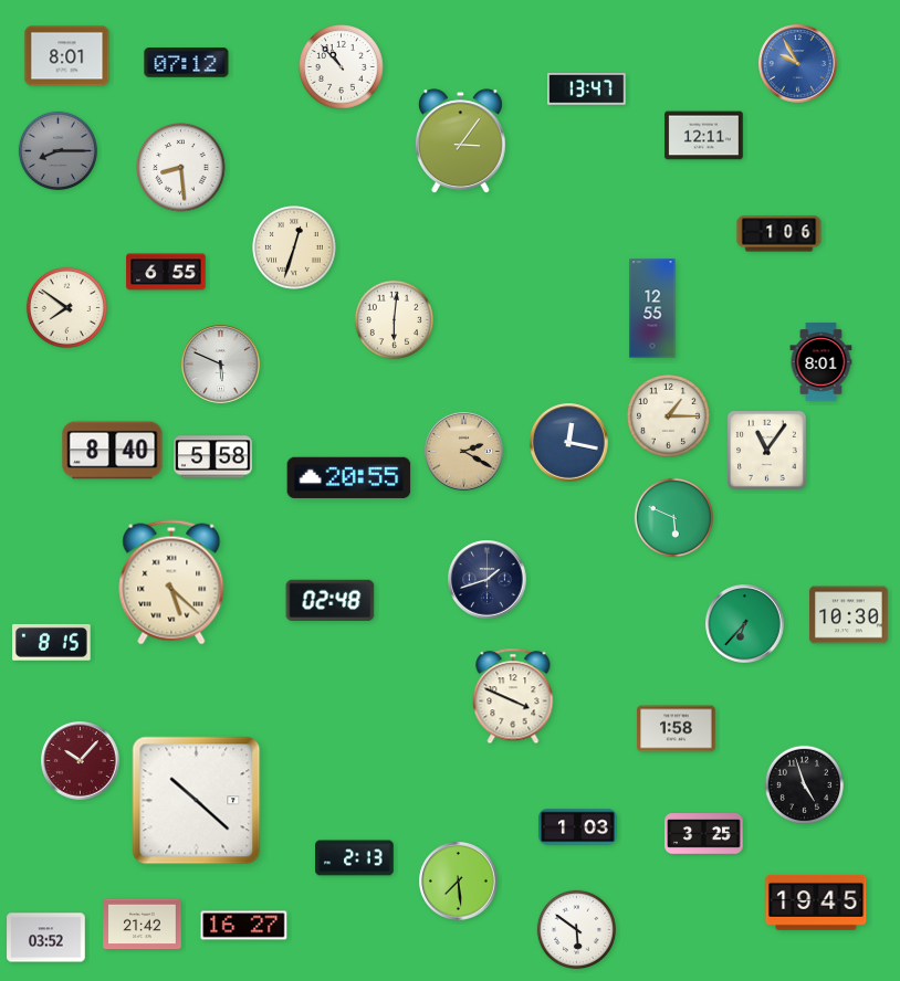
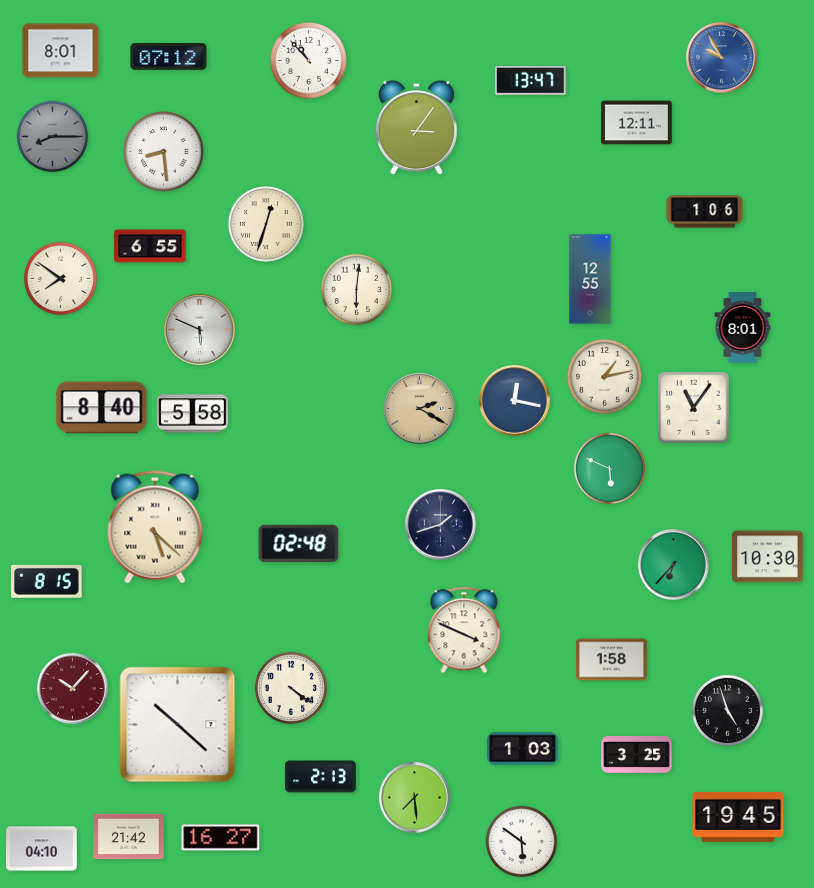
clock at (668, 415): 1:15 -> 1:13
clock at (349, 477): 20:55 -> none
clock at (291, 688): none -> 4:21
clock at (46, 938): 03:52 -> 04:10
